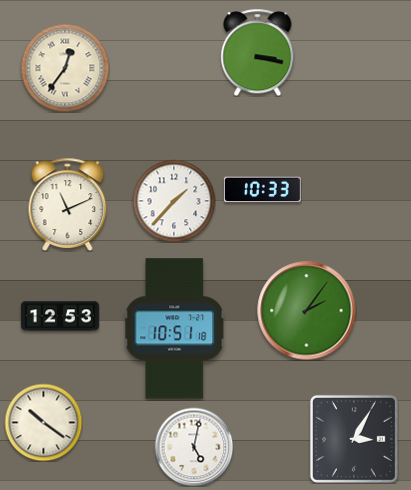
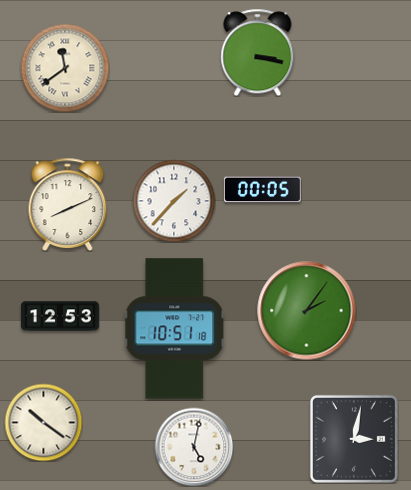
clock at (65, 68): 12:36 -> 11:39
clock at (262, 190): 10:33 -> 00:05
clock at (68, 204): 11:11 -> 8:11
clock at (354, 439): 3:05 -> 3:02
